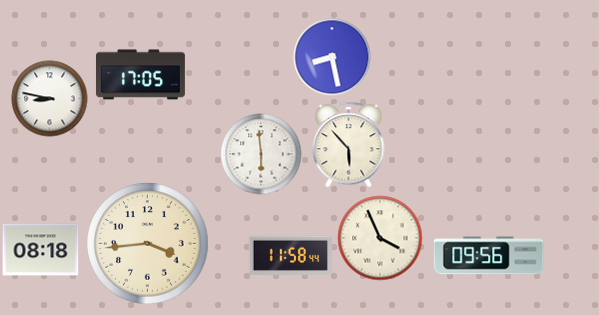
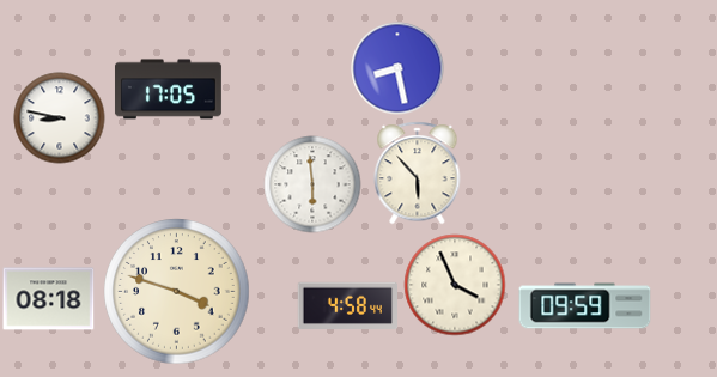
clock at (148, 244): 3:44 -> 3:48
clock at (291, 256): 11:58 -> 4:58
clock at (489, 256): 09:56 -> 09:59
